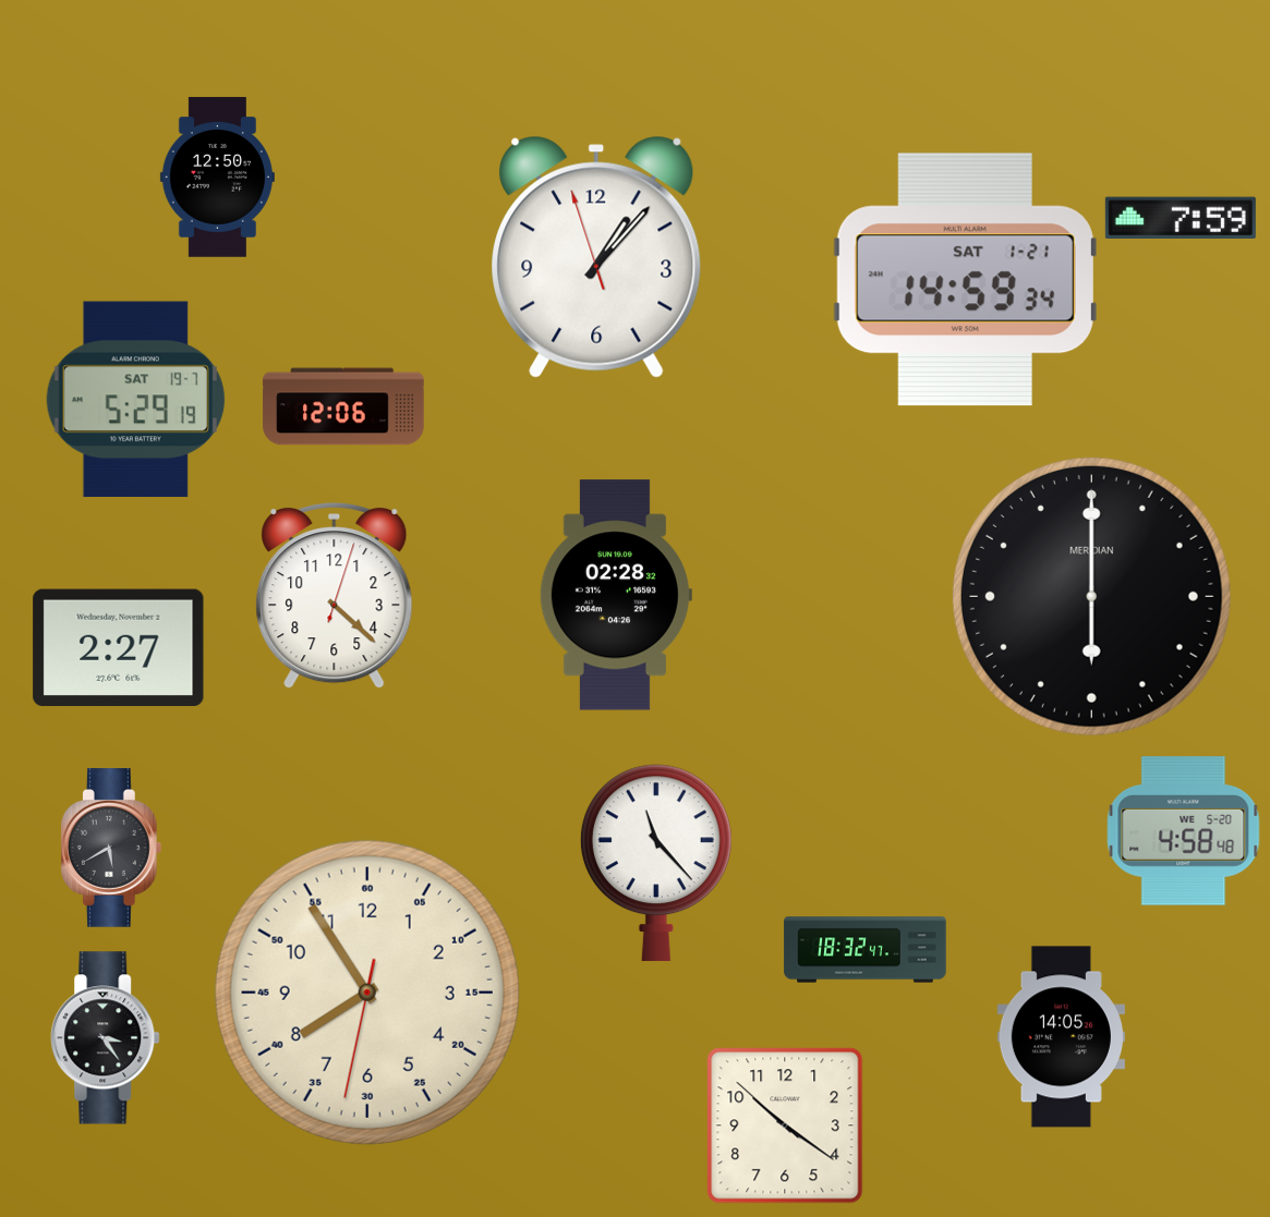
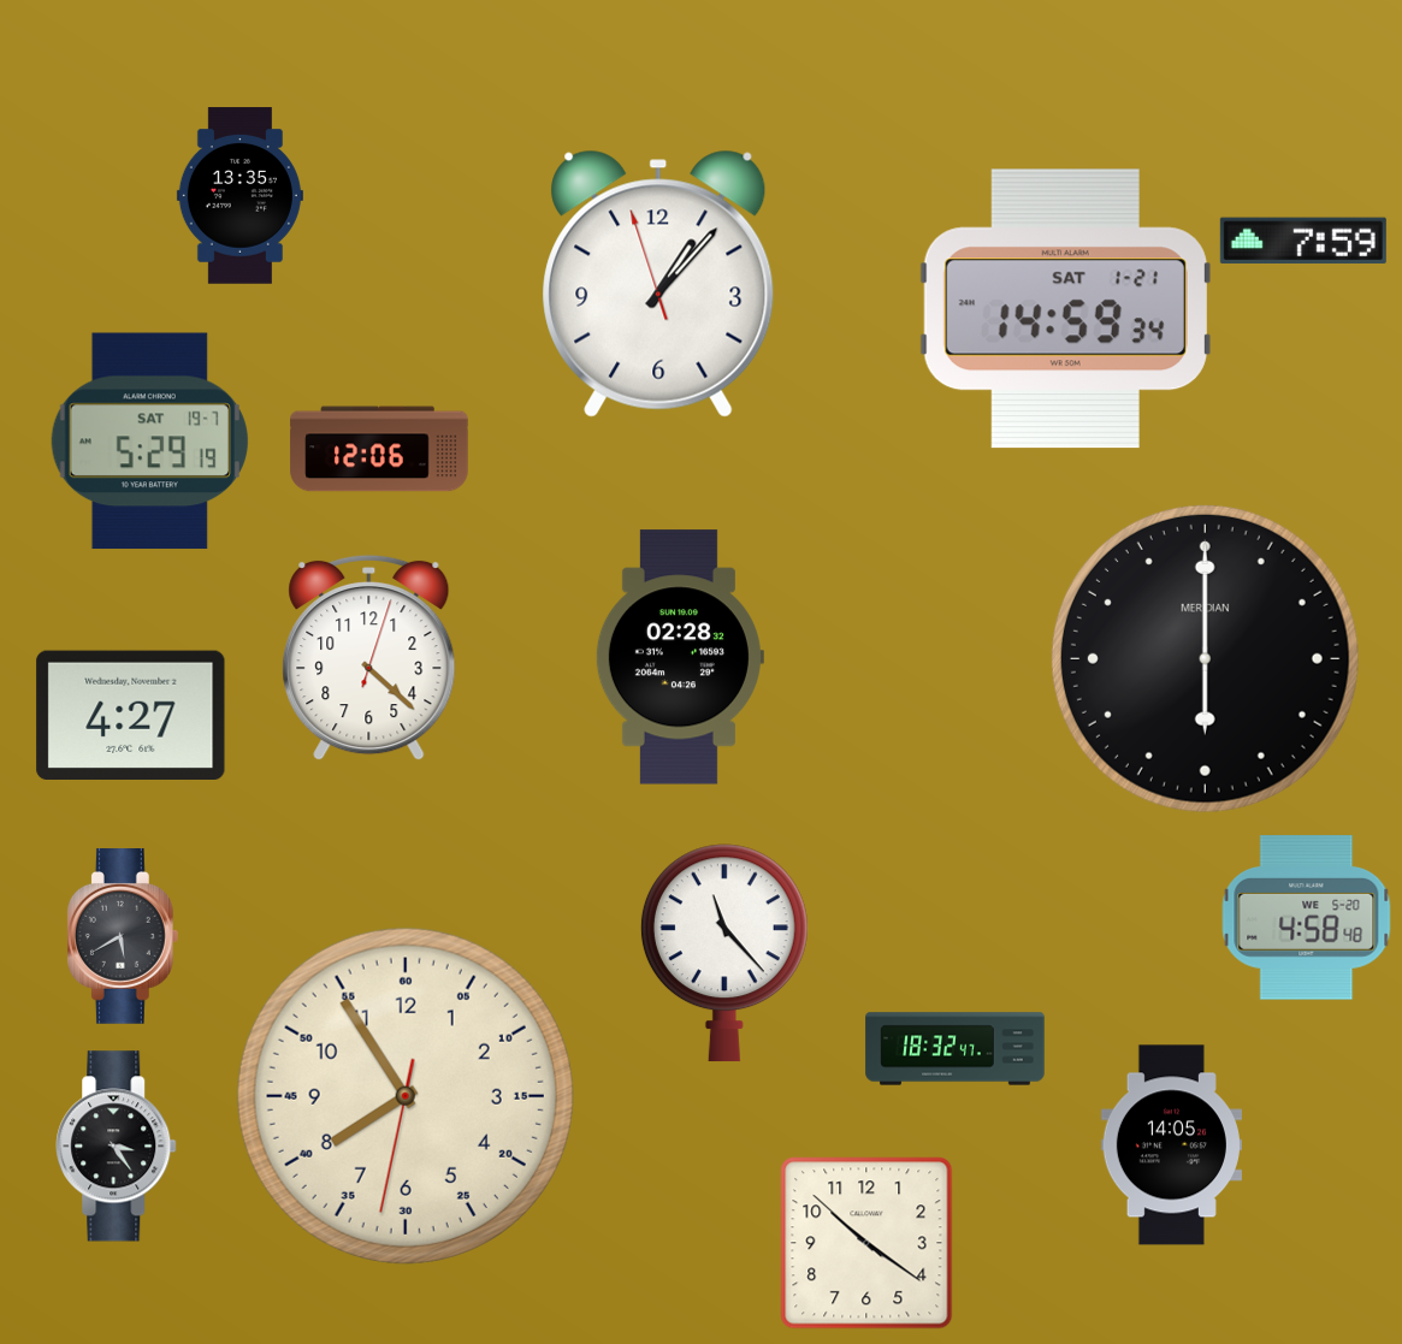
clock at (217, 178): 12:50 -> 13:35
clock at (119, 647): 2:27 -> 4:27
